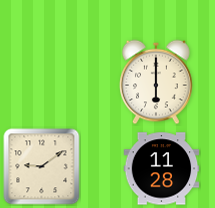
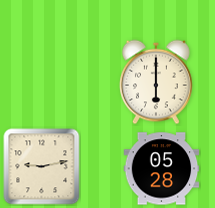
clock at (42, 167): 9:09 -> 9:13
clock at (162, 169): 11:28 -> 05:28
